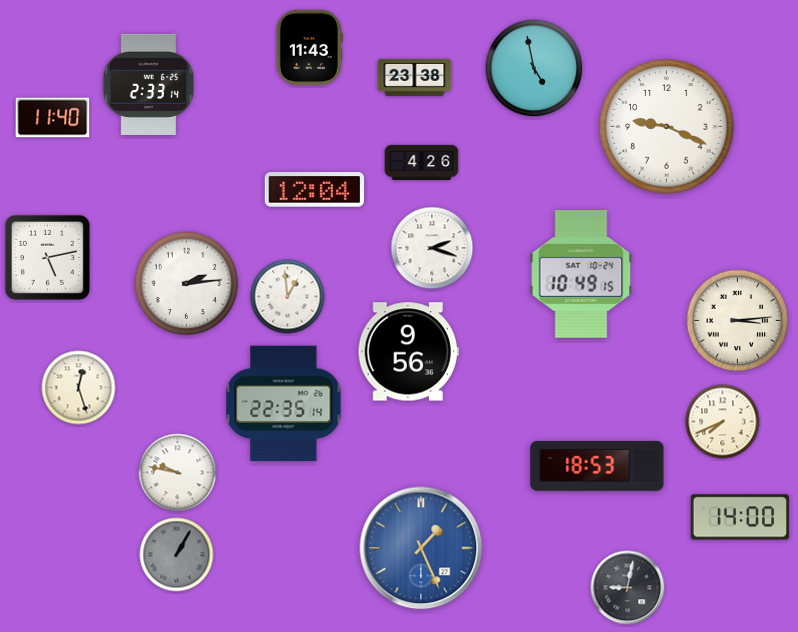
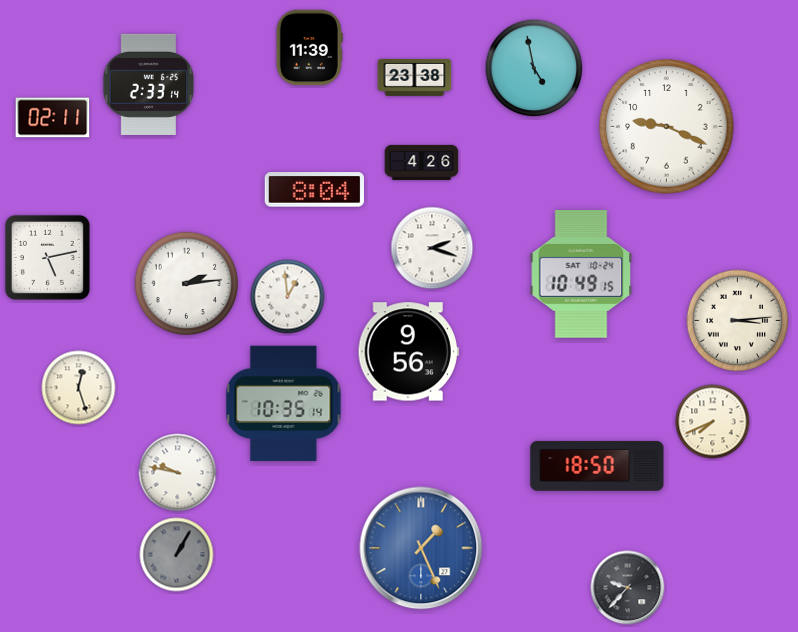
clock at (309, 48): 11:43 -> 11:39
clock at (53, 118): 11:40 -> 02:11
clock at (314, 190): 12:04 -> 8:04
clock at (284, 404): 22:35 -> 10:35
clock at (723, 422) position: (723, 422) -> (713, 422)
clock at (597, 466): 18:53 -> 18:50
clock at (740, 517): 14:00 -> none
clock at (628, 588): 9:02 -> 9:37
